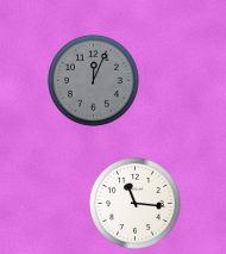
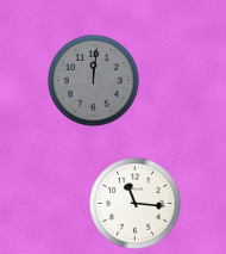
clock at (93, 80): 12:04 -> 12:01
